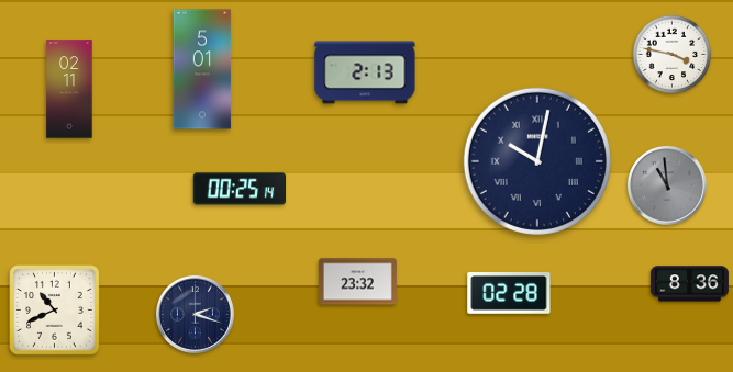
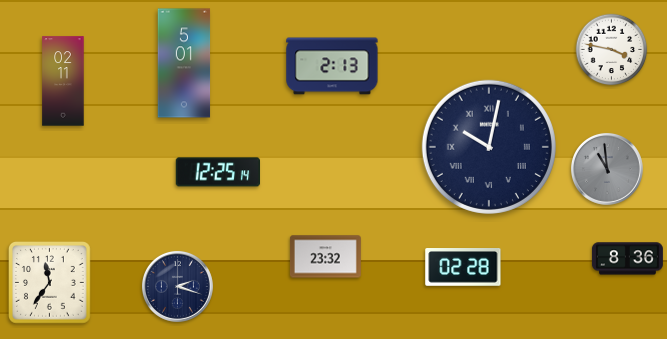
clock at (238, 189): 00:25 -> 12:25
clock at (55, 311): 10:41 -> 11:36
